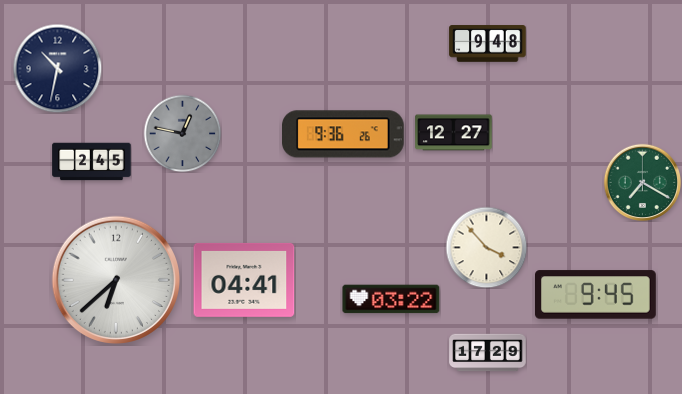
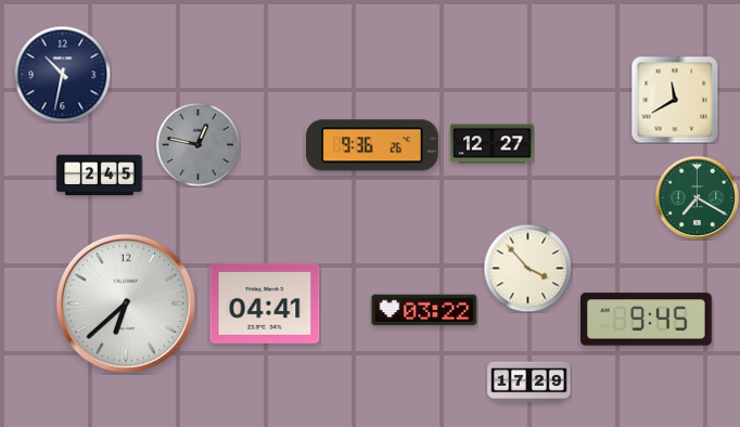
clock at (488, 44): 9:48 -> none
clock at (675, 100): none -> 11:40
clock at (391, 299) position: (391, 299) -> (424, 310)
